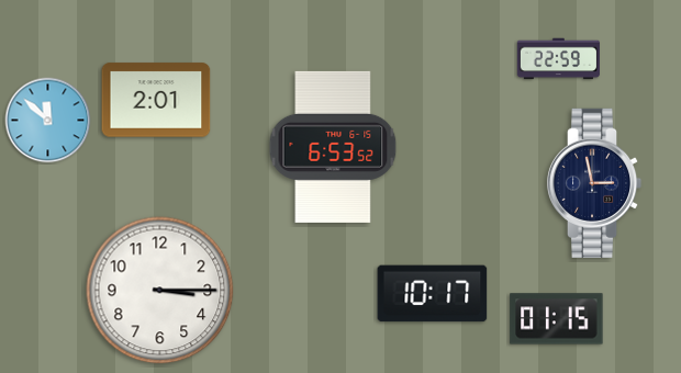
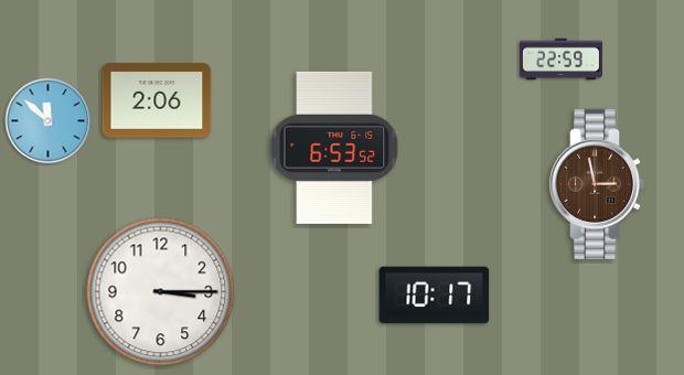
clock at (156, 100): 2:01 -> 2:06
clock at (594, 183) dial: navy -> brown
clock at (557, 319): 01:15 -> none
